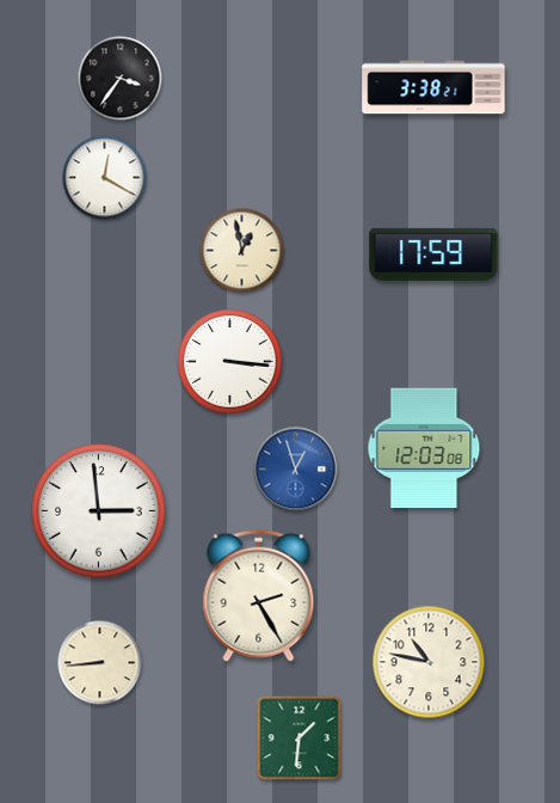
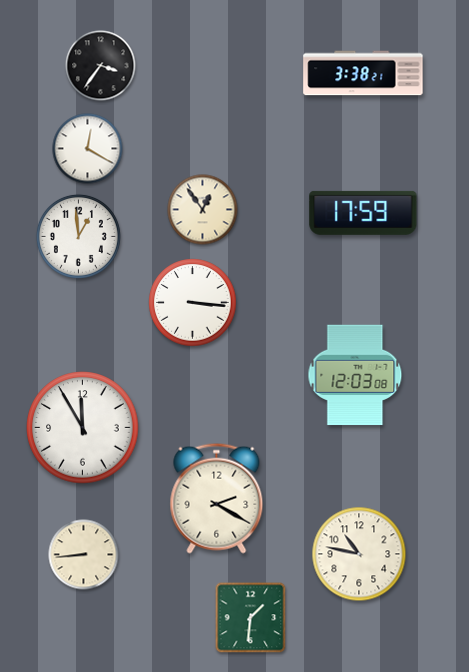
clock at (242, 251): 12:58 -> 12:54
clock at (78, 236): none -> 12:59
clock at (296, 470): 12:57 -> none
clock at (99, 511): 2:59 -> 11:55
clock at (259, 595): 2:25 -> 2:20
